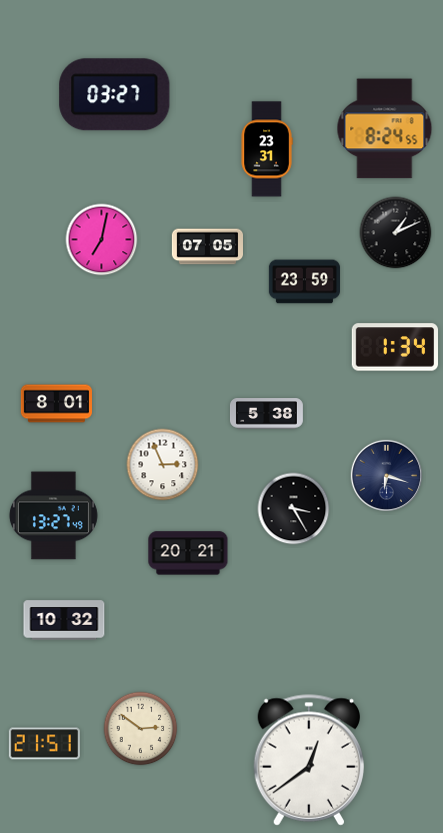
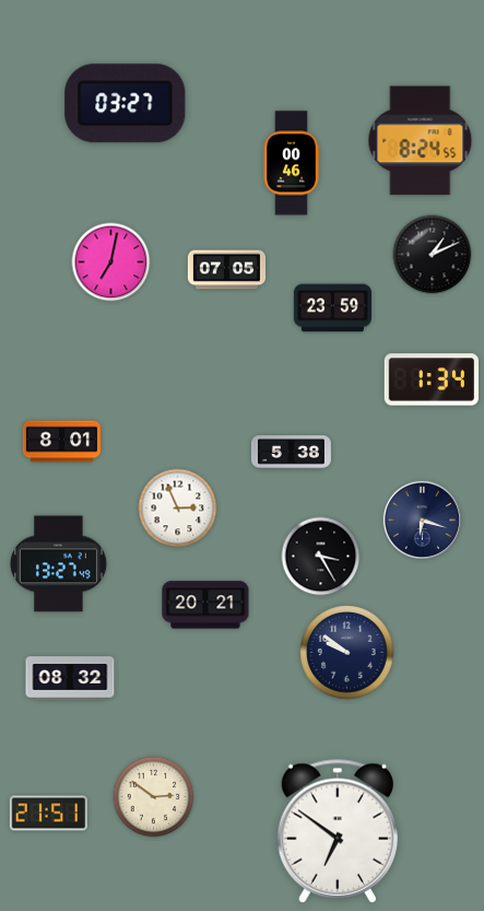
clock at (267, 149): 23:31 -> 00:46
clock at (347, 653): none -> 9:51
clock at (64, 620): 10:32 -> 08:32
clock at (308, 760): 12:39 -> 6:51
